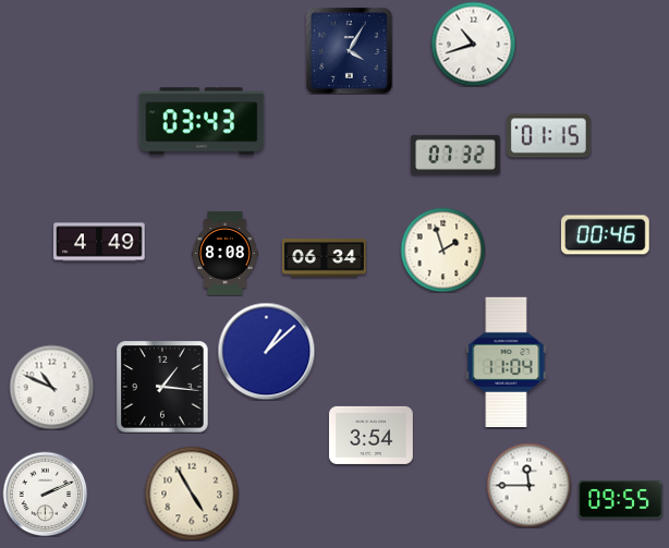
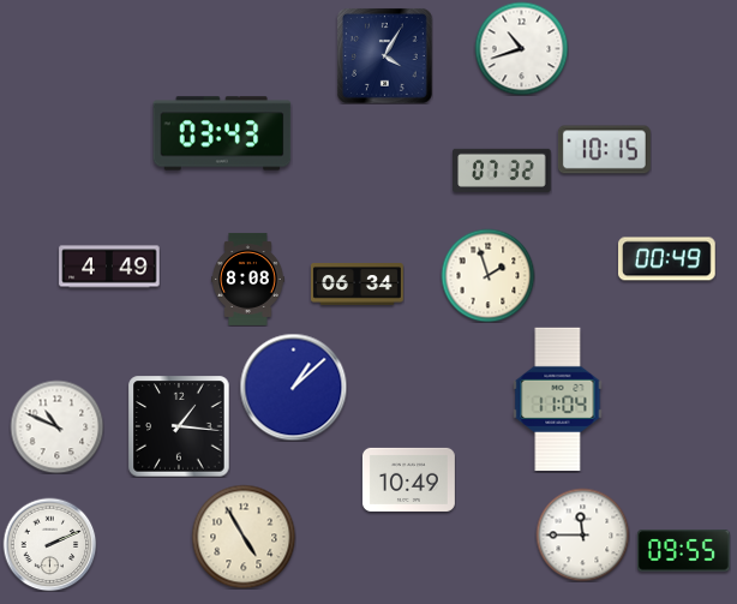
clock at (548, 136): 01:15 -> 10:15
clock at (606, 235): 00:46 -> 00:49
clock at (370, 435): 3:54 -> 10:49
clock at (192, 494) position: (192, 494) -> (244, 537)
